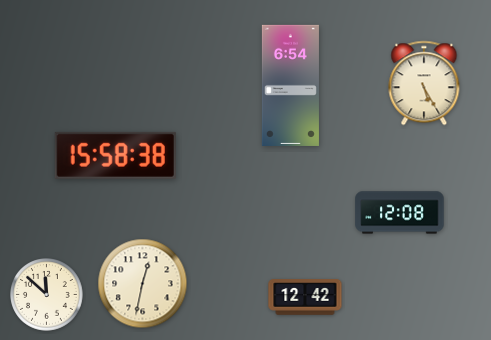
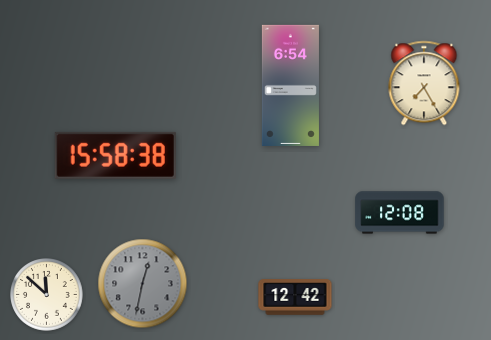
clock at (424, 83): 5:25 -> 7:25
clock at (143, 284) dial: cream -> grey
clock at (305, 297) position: (305, 297) -> (295, 297)
